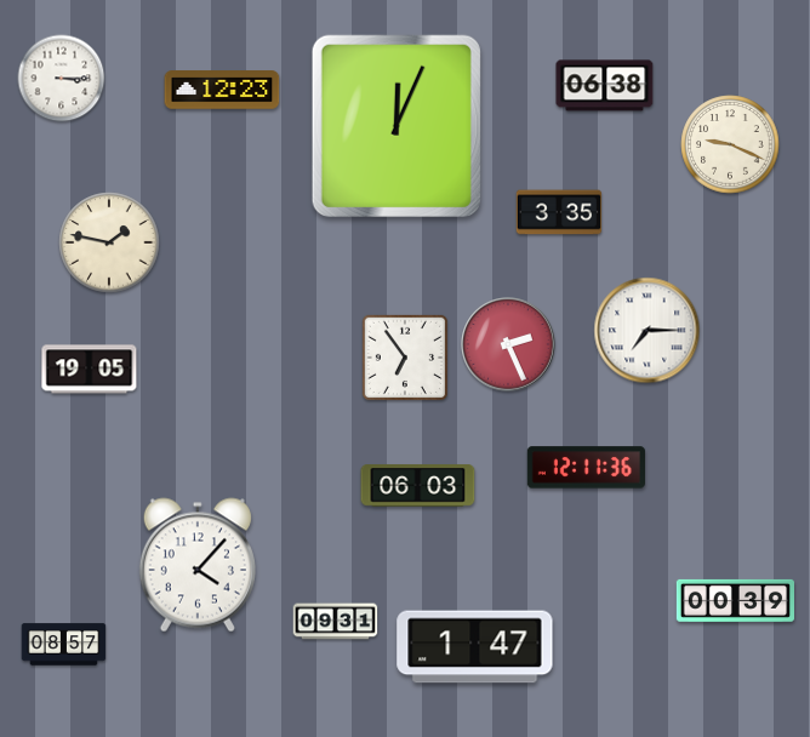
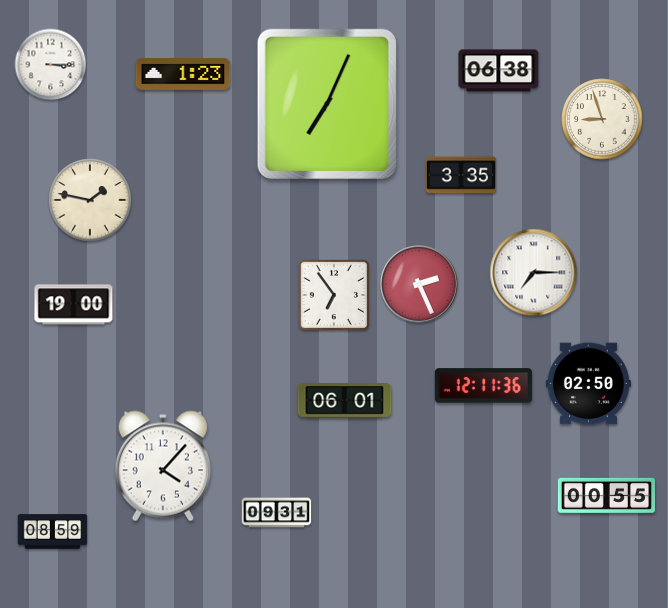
clock at (222, 90): 12:23 -> 1:23
clock at (397, 126): 12:04 -> 7:04
clock at (730, 144): 9:19 -> 8:57
clock at (90, 370): 19:05 -> 19:00
clock at (588, 384): none -> 02:50
clock at (418, 486): 06:03 -> 06:01
clock at (735, 600): 00:39 -> 00:55
clock at (64, 645): 08:57 -> 08:59
clock at (475, 647): 1:47 -> none
